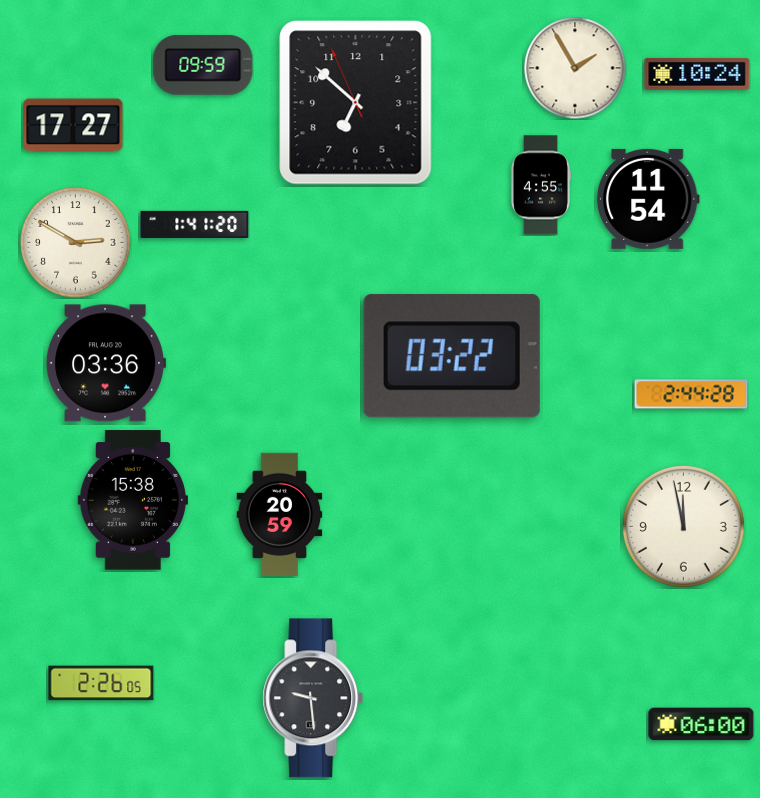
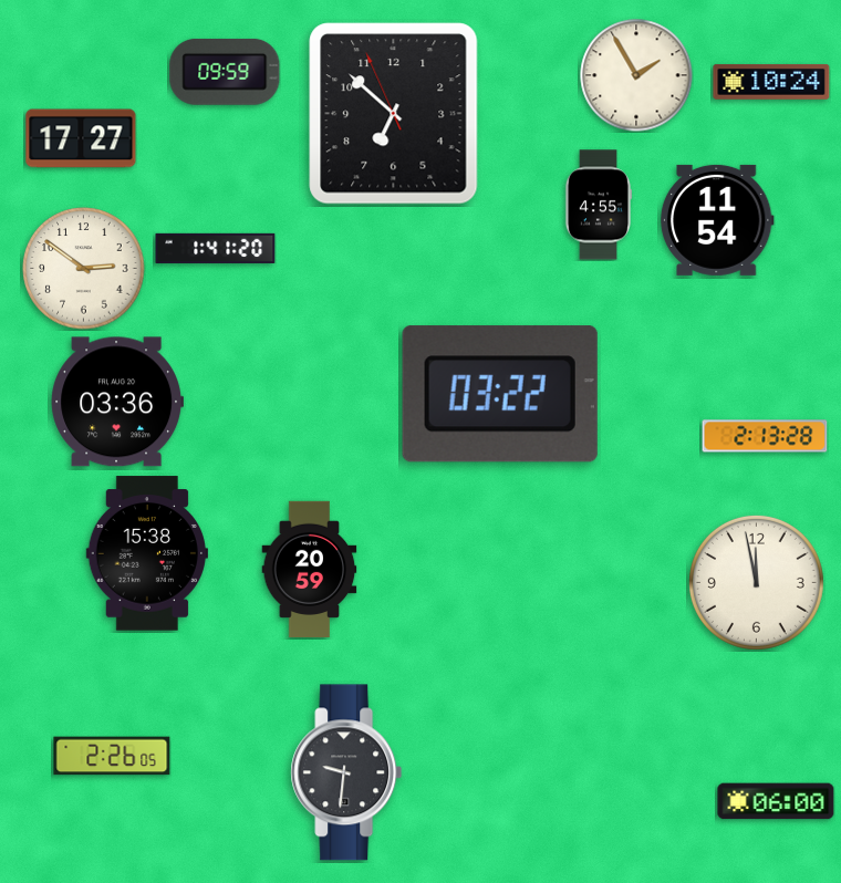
clock at (76, 243): 2:50 -> 2:51
clock at (691, 394): 2:44 -> 2:13
clock at (313, 698): 9:29 -> 9:31
